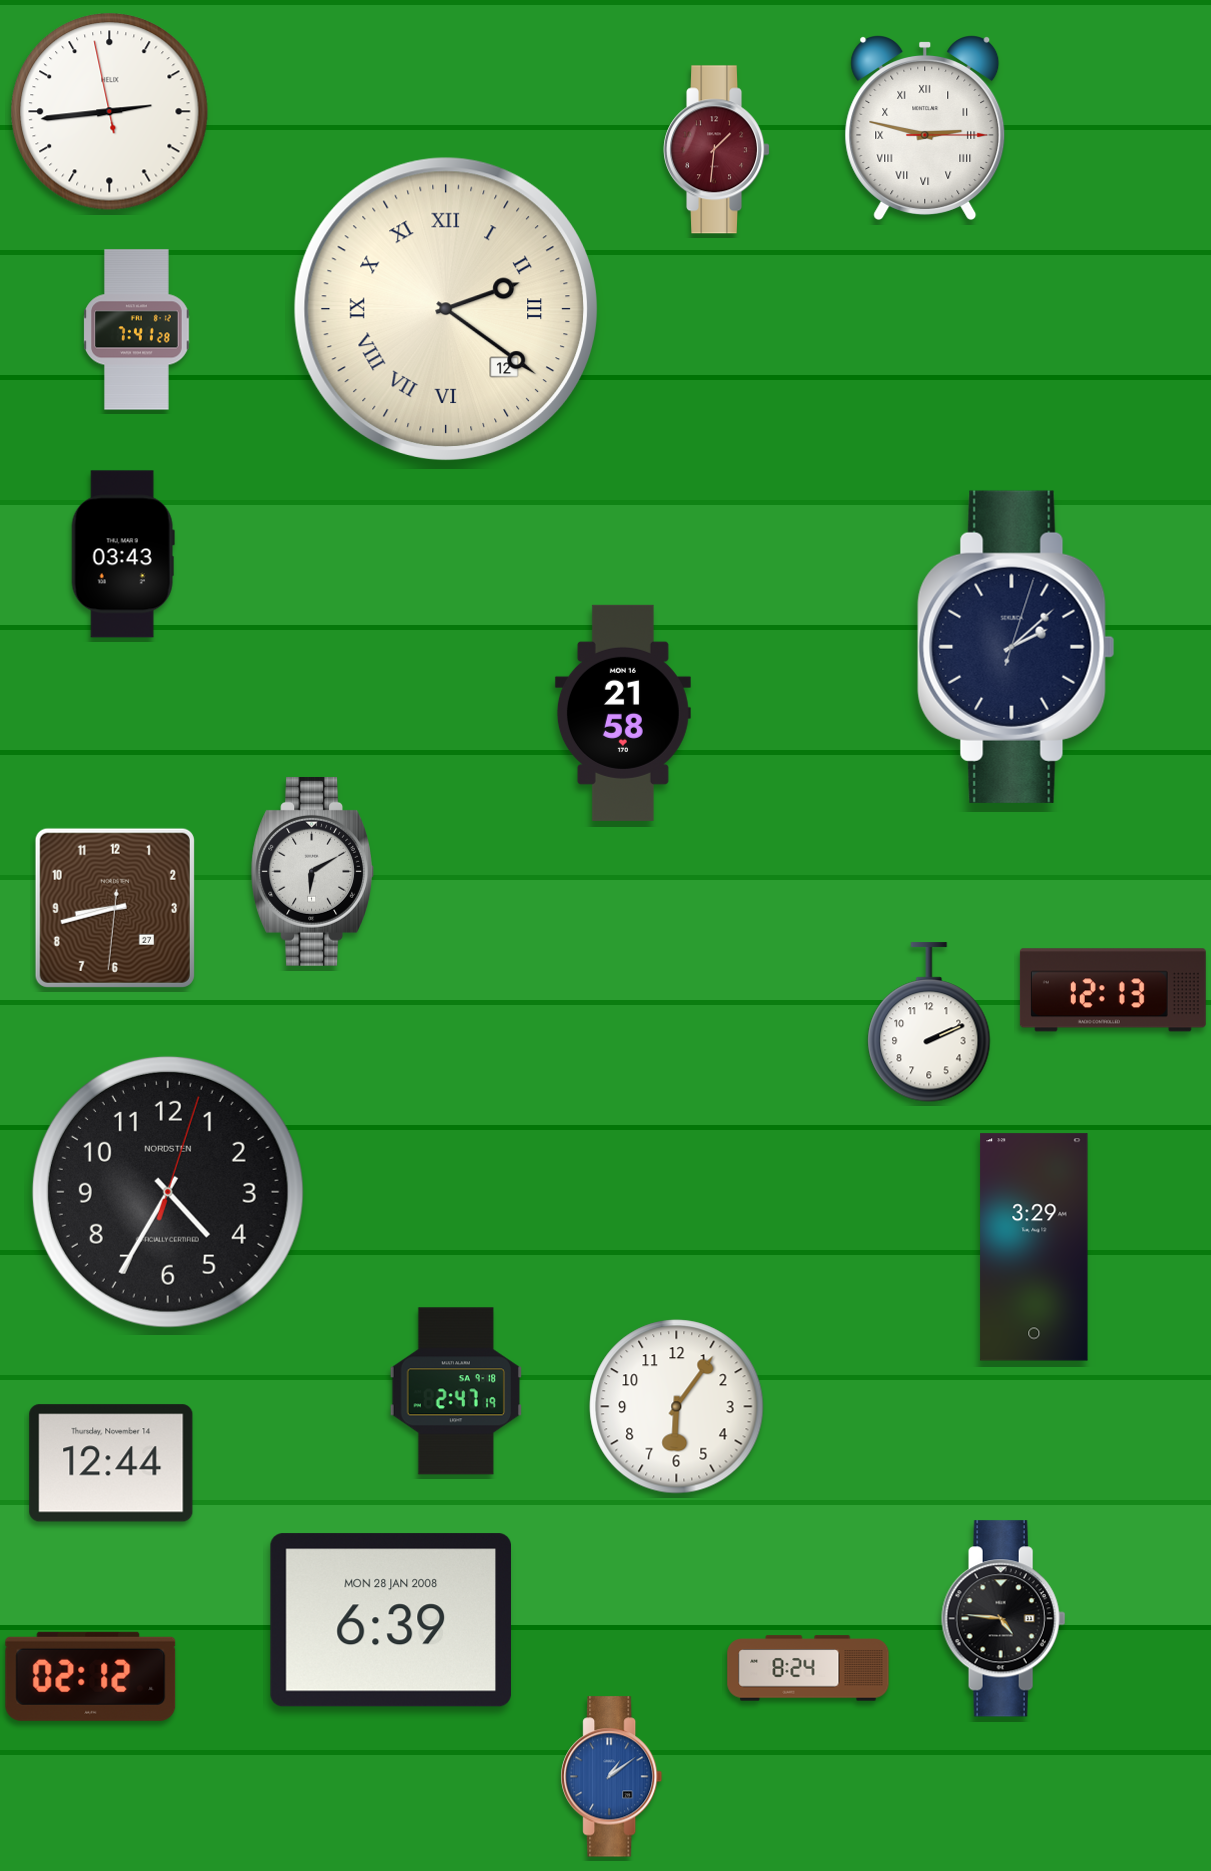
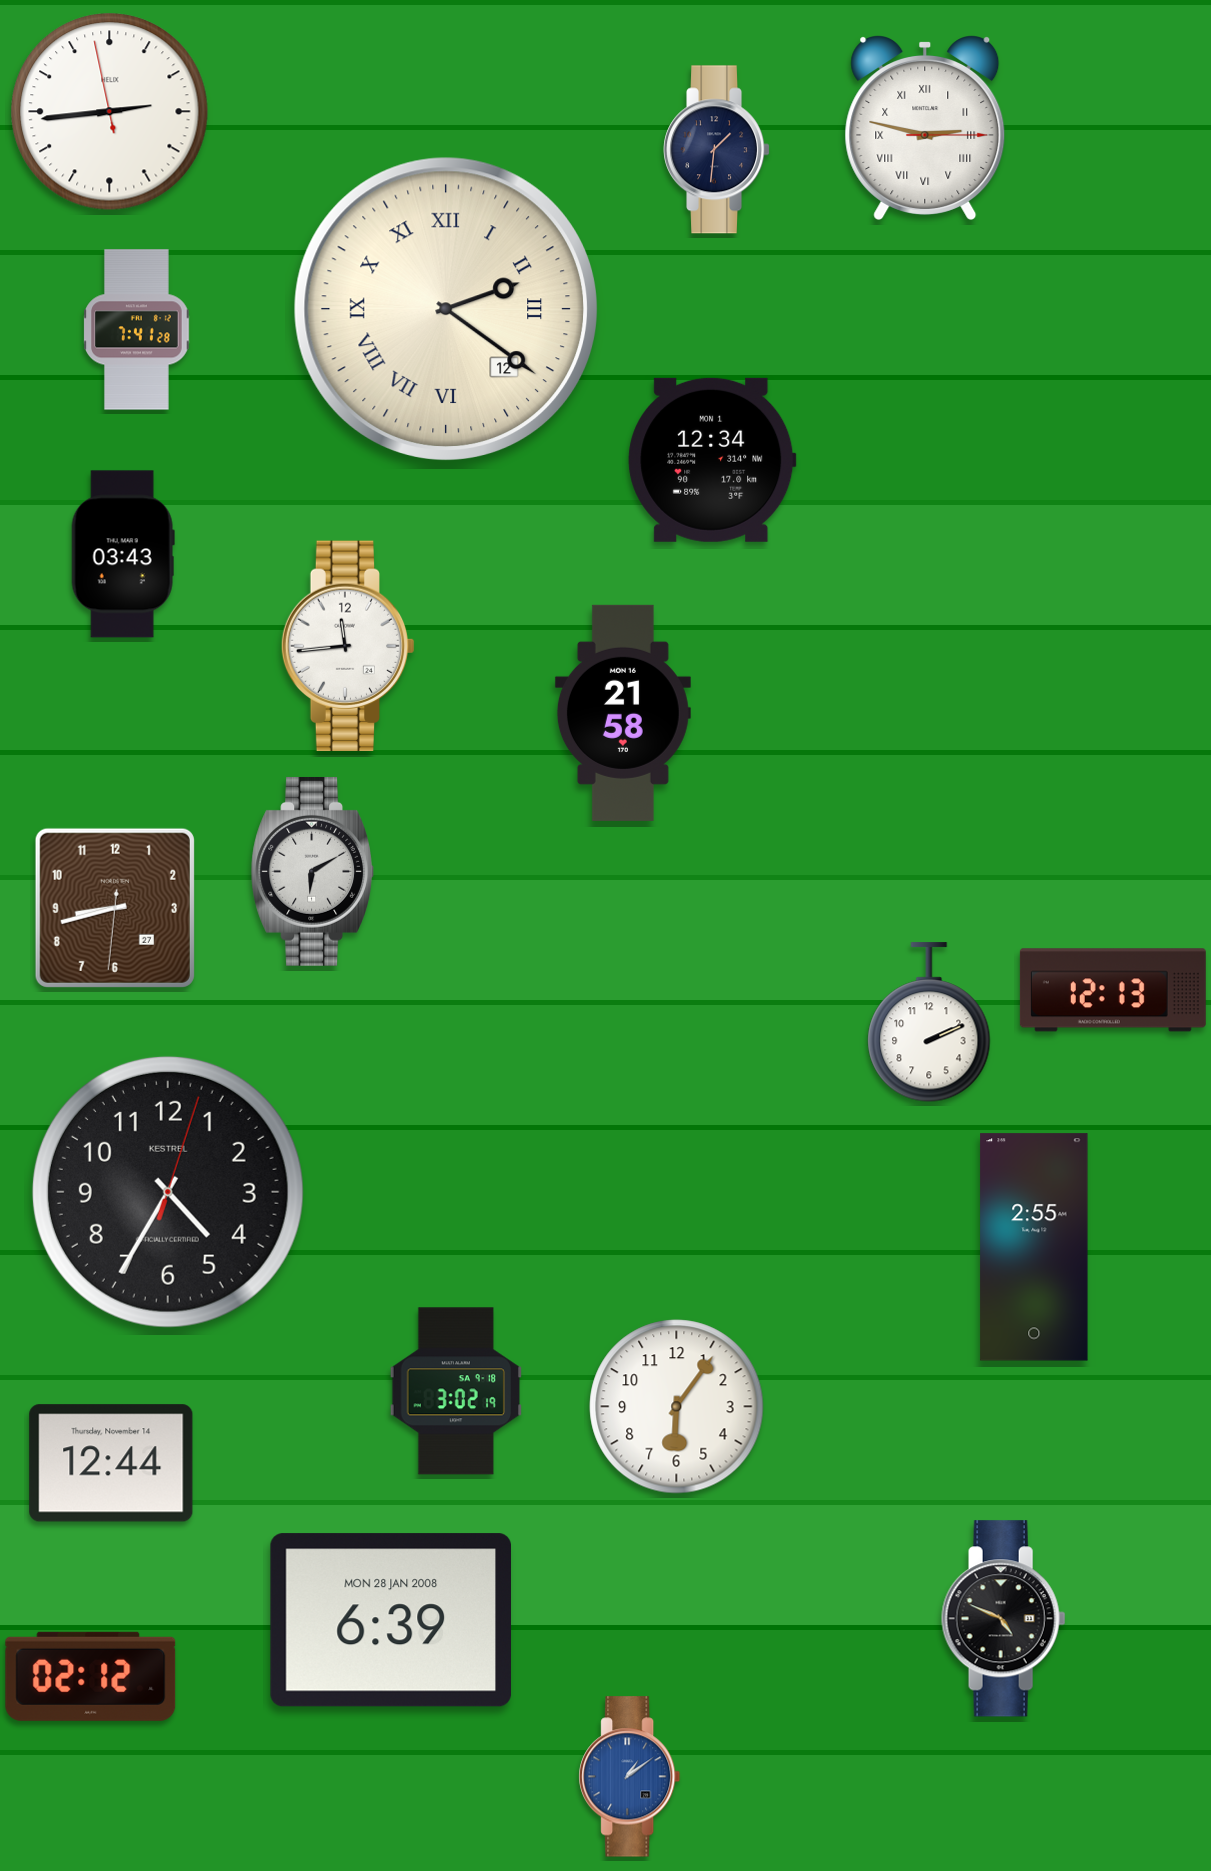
clock at (717, 150) dial: burgundy -> navy
clock at (712, 460): none -> 12:34
clock at (348, 645): none -> 11:44
clock at (1016, 647): 2:08 -> none
clock at (168, 1192) brand: NORDSTEN -> KESTREL
clock at (1034, 1247): 3:29 -> 2:55
clock at (455, 1391): 2:47 -> 3:02
clock at (1004, 1619): 4:46 -> 4:49
clock at (808, 1668): 8:24 -> none
clock at (612, 1777) position: (612, 1777) -> (630, 1777)
